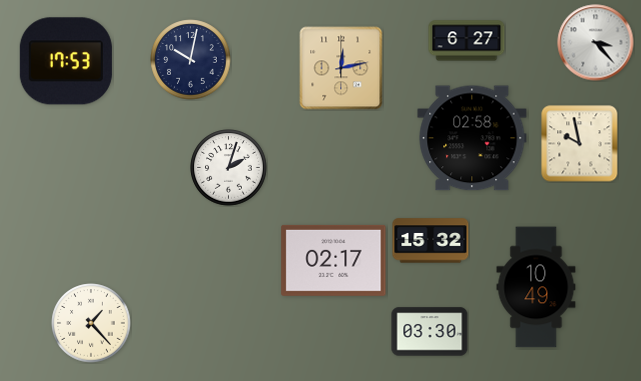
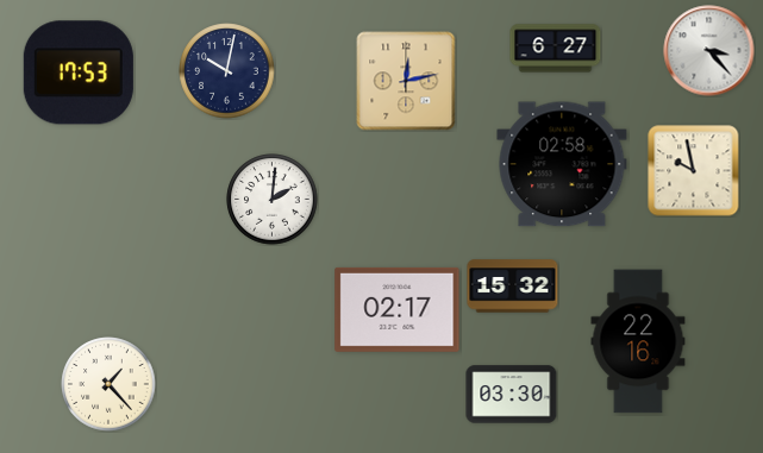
clock at (580, 144) position: (580, 144) -> (694, 171)
clock at (229, 168): 2:03 -> 2:01
clock at (536, 287): 10:49 -> 22:16
